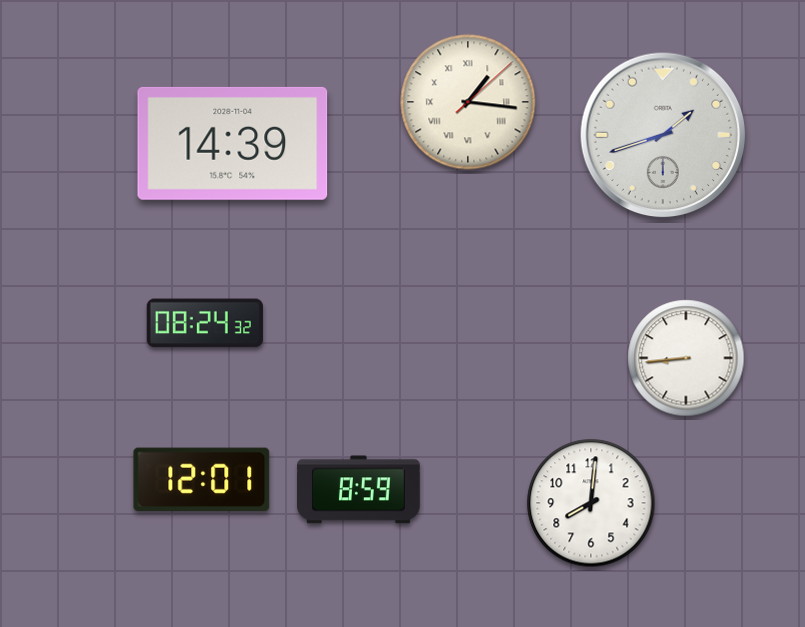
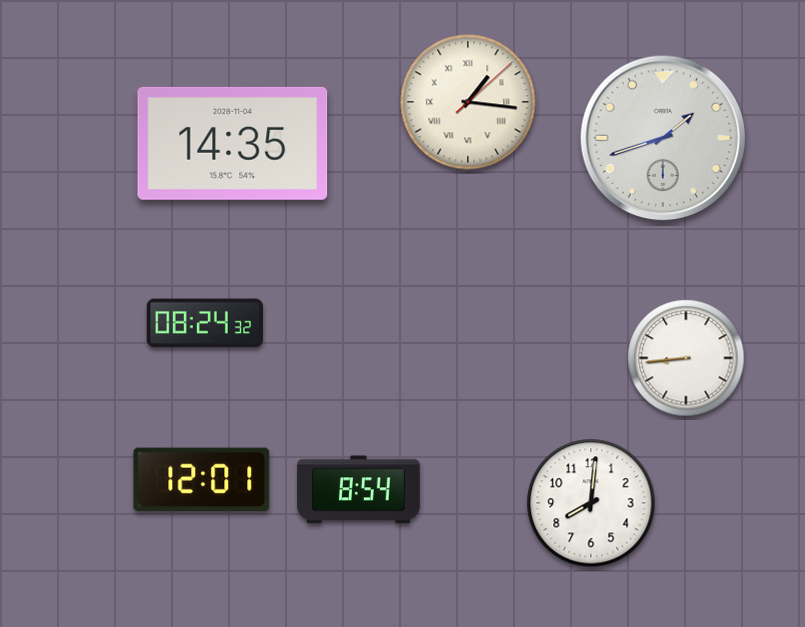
clock at (663, 135) position: (663, 135) -> (663, 138)
clock at (233, 143): 14:39 -> 14:35
clock at (359, 490): 8:59 -> 8:54
